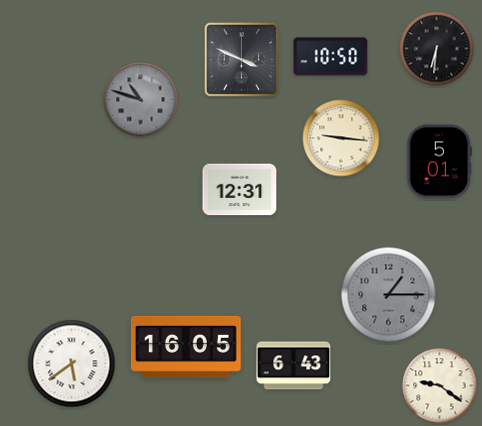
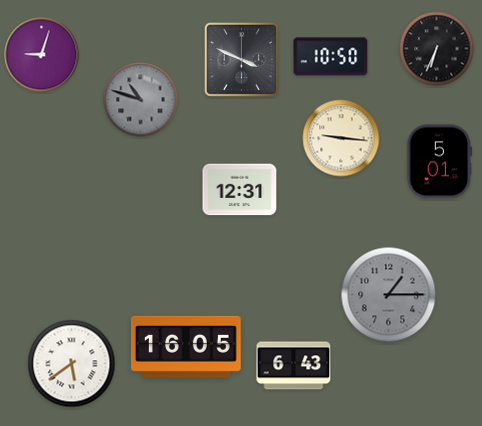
clock at (437, 49): 6:31 -> 6:34
clock at (42, 55): none -> 9:03
clock at (440, 386): 9:21 -> none
